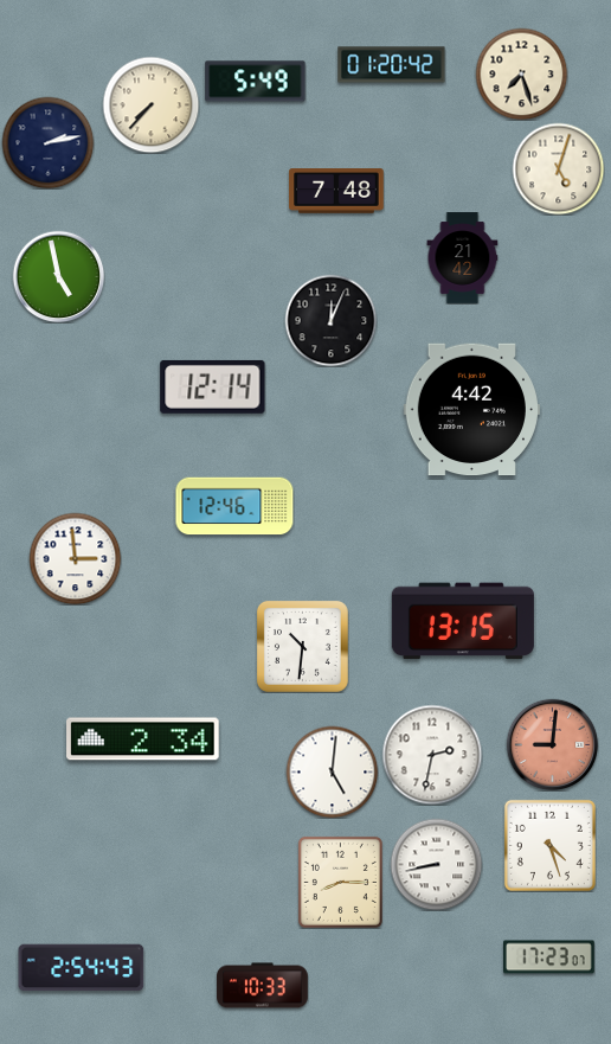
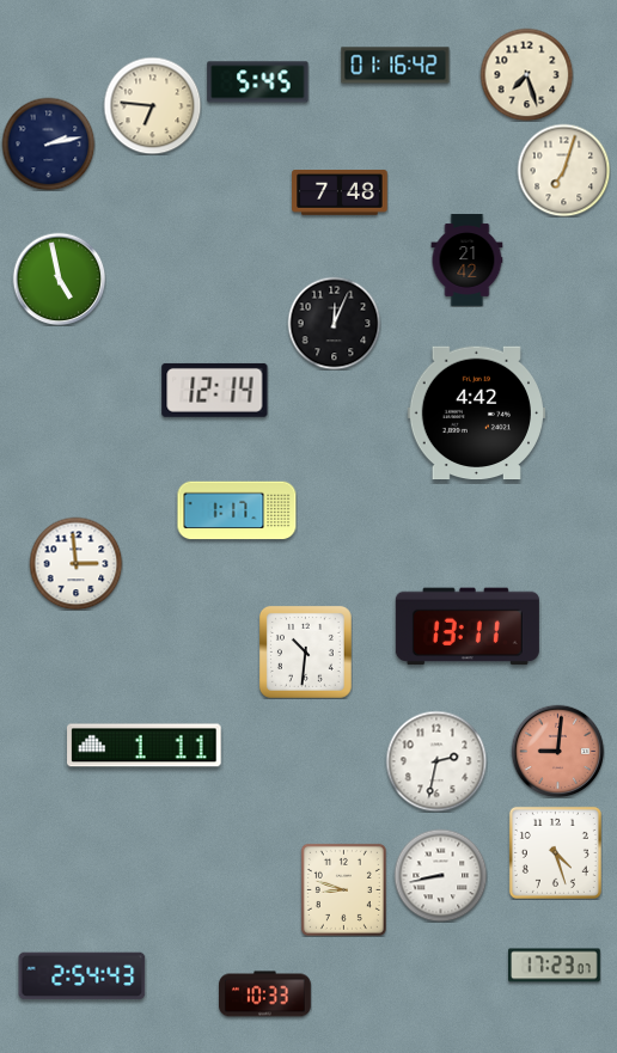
clock at (392, 65): 01:20 -> 01:16
clock at (256, 82): 5:49 -> 5:45
clock at (150, 104): 7:37 -> 6:46
clock at (558, 168): 5:03 -> 7:03
clock at (234, 506): 12:46 -> 1:17
clock at (463, 621): 13:15 -> 13:11
clock at (143, 739): 2:34 -> 1:11
clock at (332, 771): 5:01 -> none
clock at (436, 864) position: (436, 864) -> (440, 875)
clock at (340, 882): 8:15 -> 8:48
